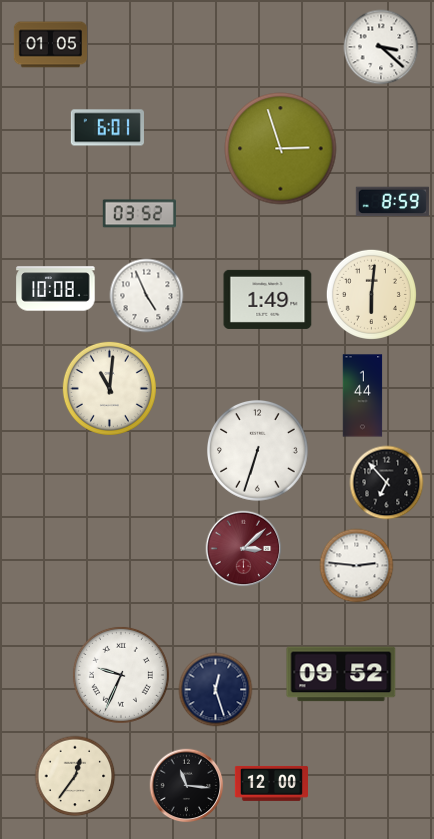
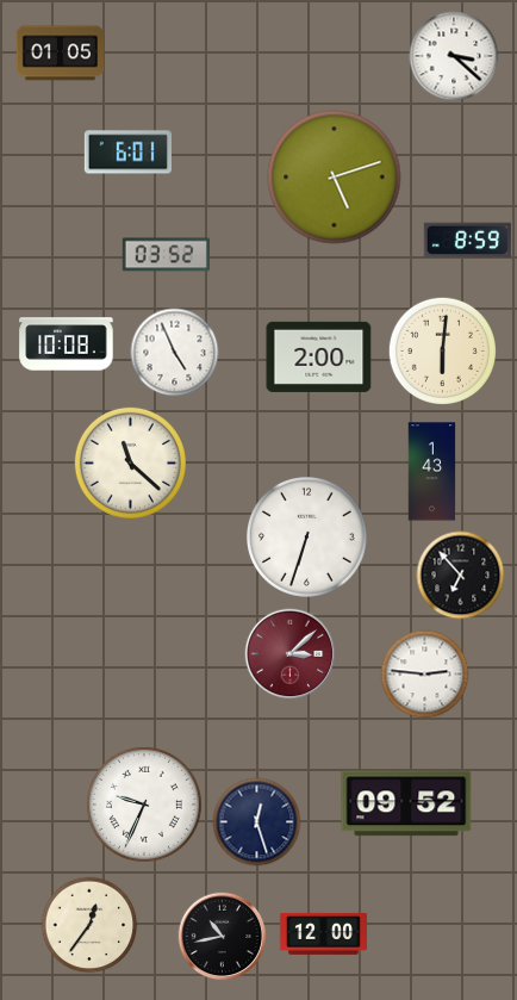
clock at (281, 149): 2:57 -> 5:12
clock at (268, 299): 1:49 -> 2:00
clock at (109, 388): 11:01 -> 11:22
clock at (363, 396): 1:44 -> 1:43
clock at (187, 786): 11:16 -> 10:43
